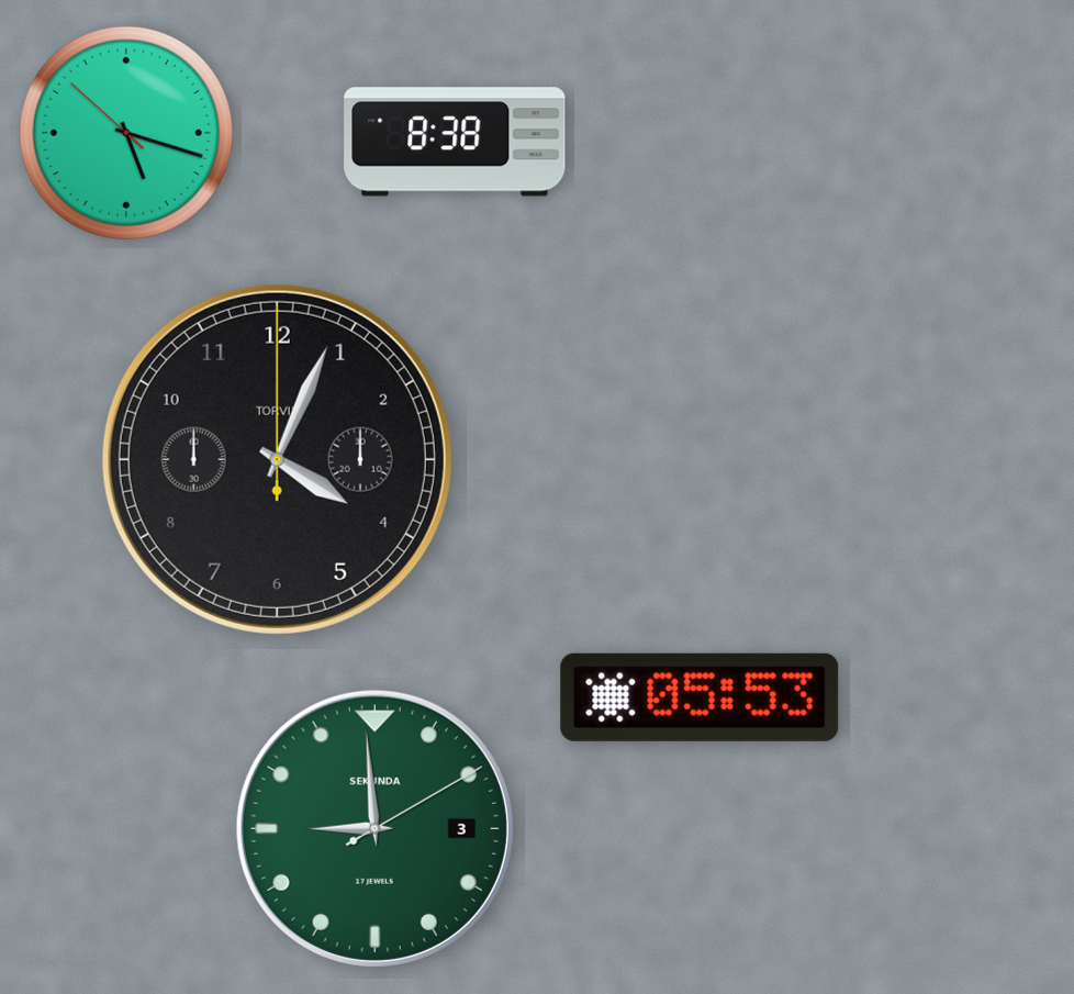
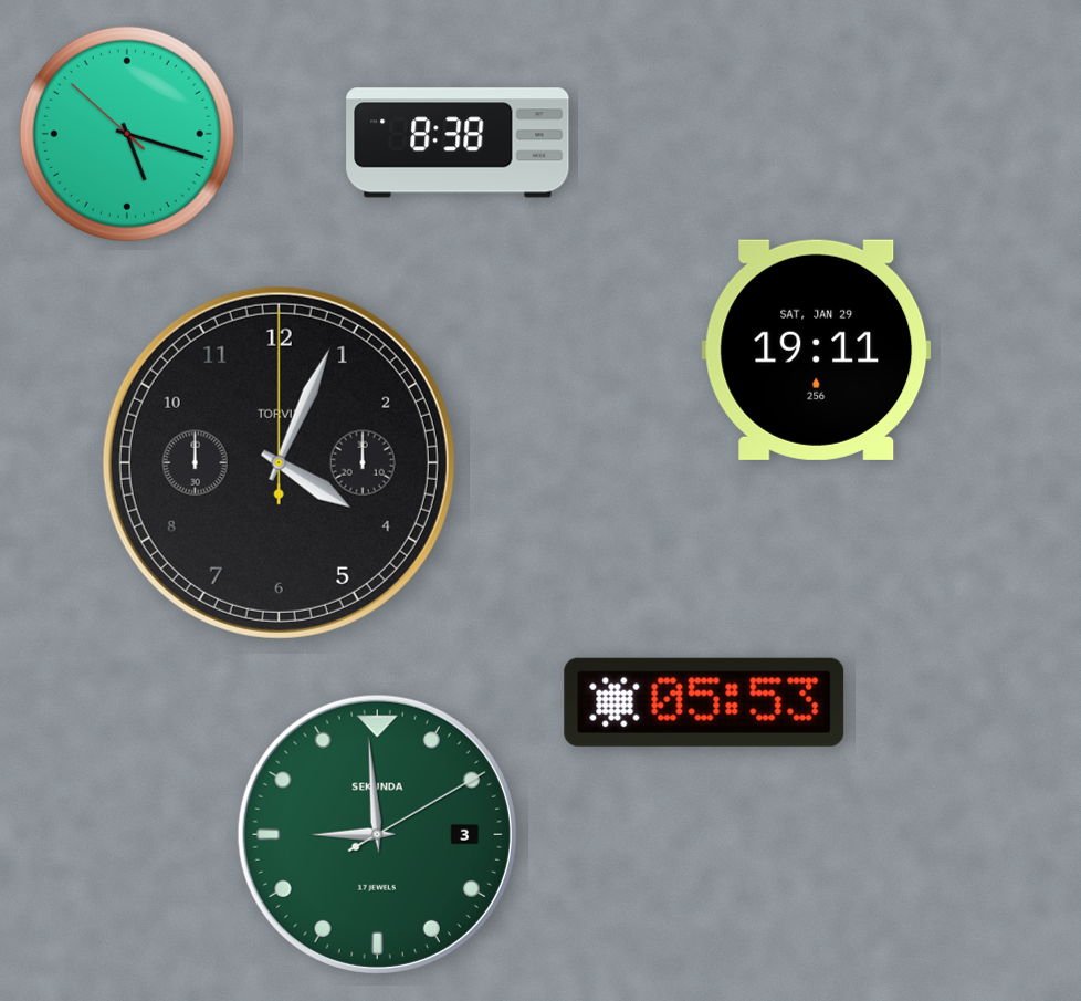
clock at (817, 350): none -> 19:11
